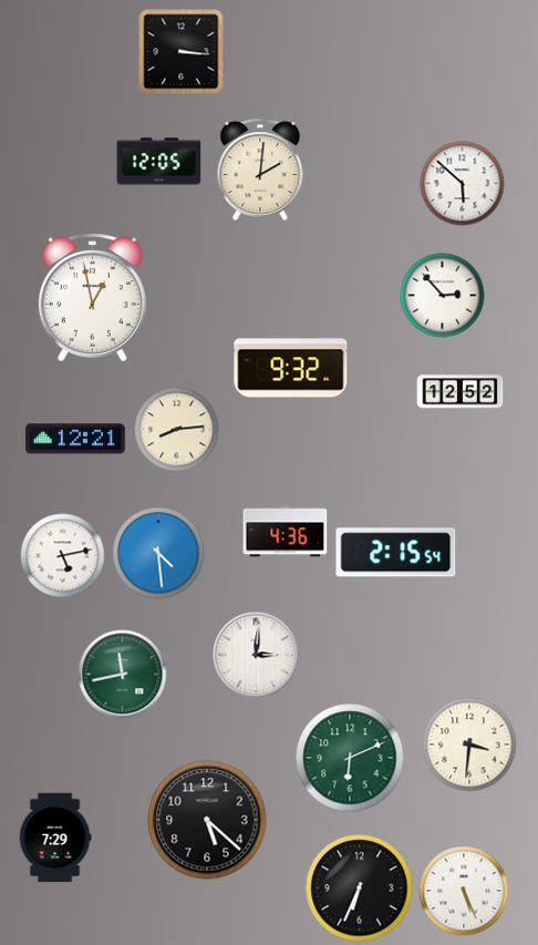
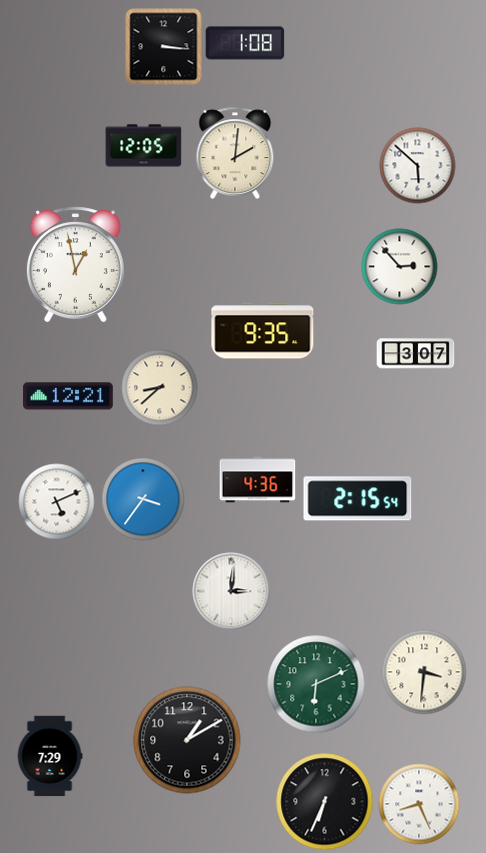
clock at (245, 43): none -> 1:08
clock at (92, 298) position: (92, 298) -> (75, 265)
clock at (291, 367): 9:32 -> 9:35
clock at (461, 392): 12:52 -> 3:07
clock at (177, 430): 8:14 -> 8:38
clock at (158, 553): 4:29 -> 3:36
clock at (63, 556): 5:13 -> 5:11
clock at (123, 675): 11:43 -> none
clock at (207, 820): 5:22 -> 1:10
clock at (464, 891): 5:26 -> 8:26
